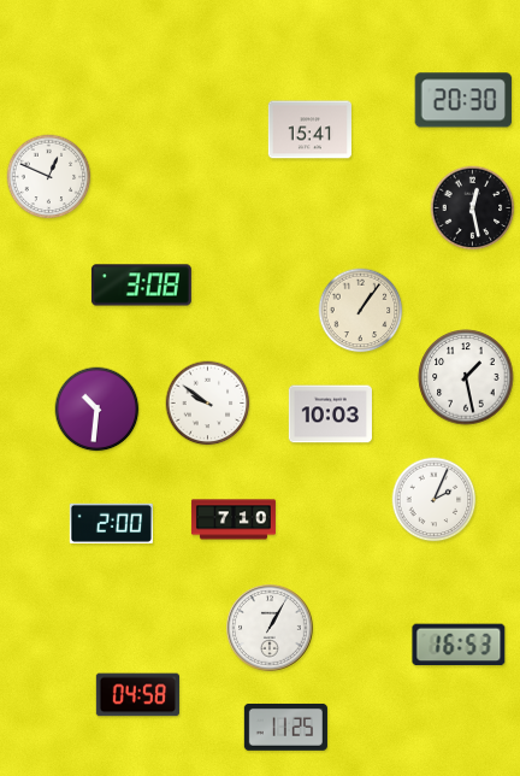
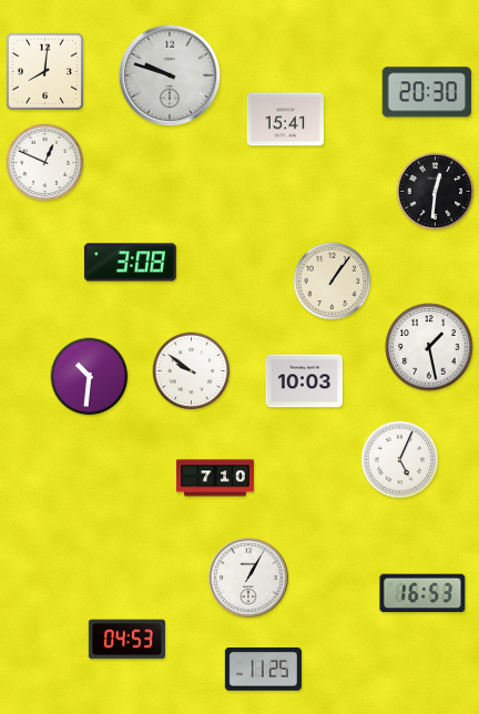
clock at (44, 71): none -> 8:01
clock at (170, 75): none -> 9:48
clock at (473, 208): 12:28 -> 12:31
clock at (361, 311) position: (361, 311) -> (333, 282)
clock at (435, 500): 2:04 -> 5:04
clock at (111, 523): 2:00 -> none
clock at (137, 695): 04:58 -> 04:53
